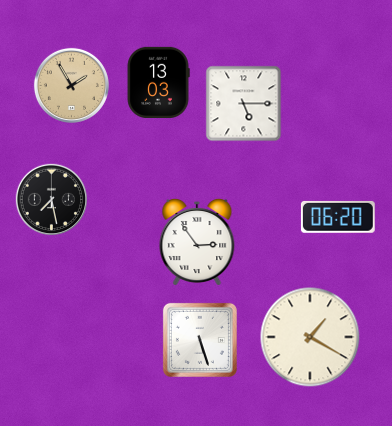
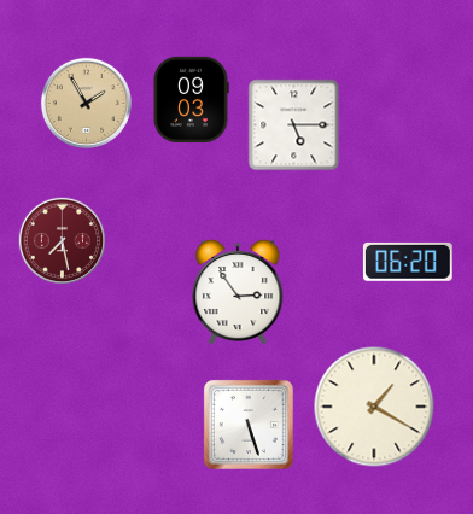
clock at (158, 82): 13:03 -> 09:03
clock at (51, 200) dial: black -> burgundy
clock at (200, 340) position: (200, 340) -> (249, 425)
